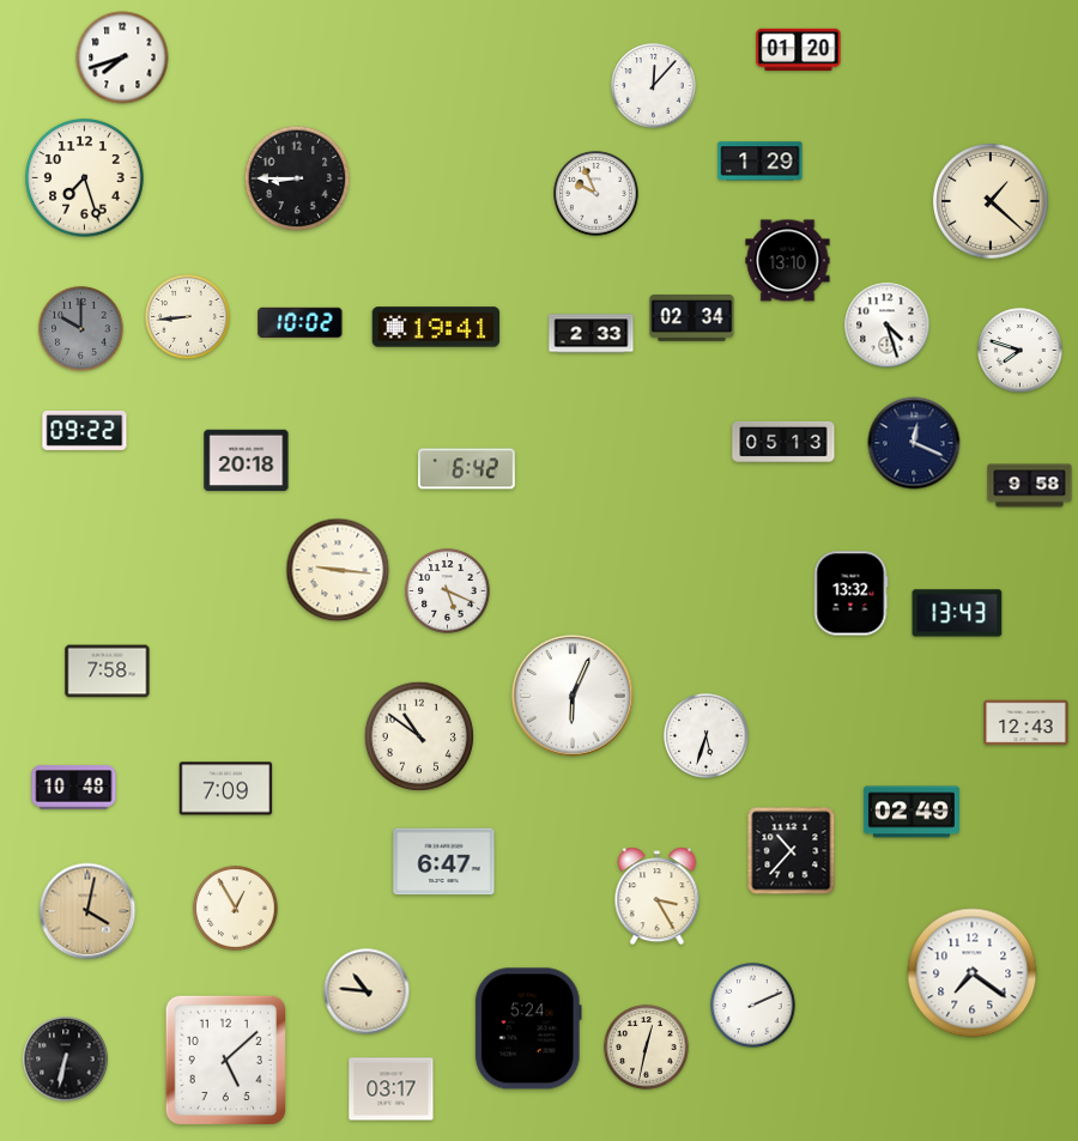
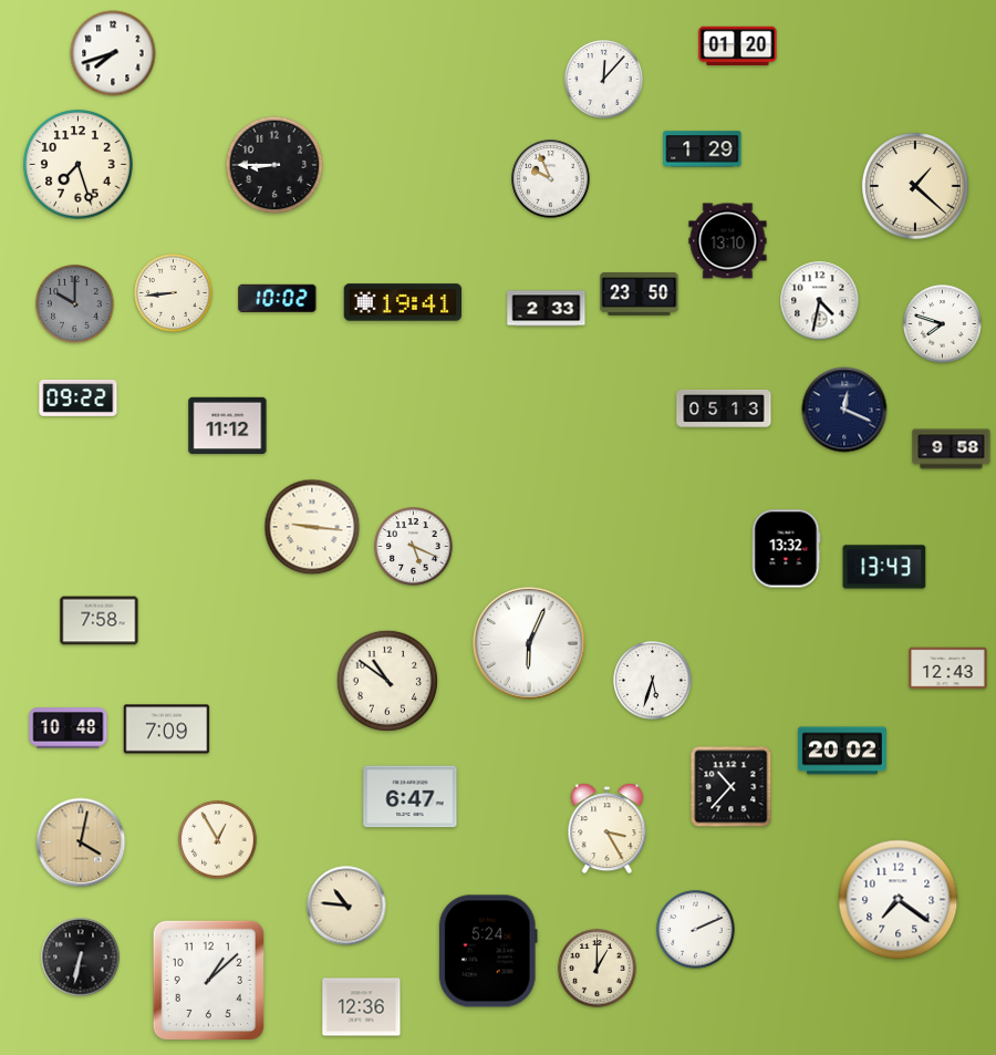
clock at (692, 318): 02:34 -> 23:50
clock at (888, 326): 4:27 -> 4:32
clock at (247, 461): 20:18 -> 11:12
clock at (466, 469): 6:42 -> none
clock at (226, 789) position: (226, 789) -> (167, 730)
clock at (912, 812): 02:49 -> 20:02
clock at (367, 991) position: (367, 991) -> (346, 906)
clock at (647, 1048): 12:32 -> 1:00
clock at (66, 1060) position: (66, 1060) -> (81, 958)
clock at (225, 1060): 5:08 -> 1:08
clock at (392, 1090): 03:17 -> 12:36
